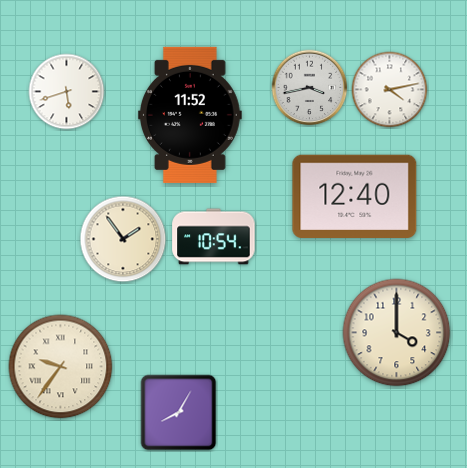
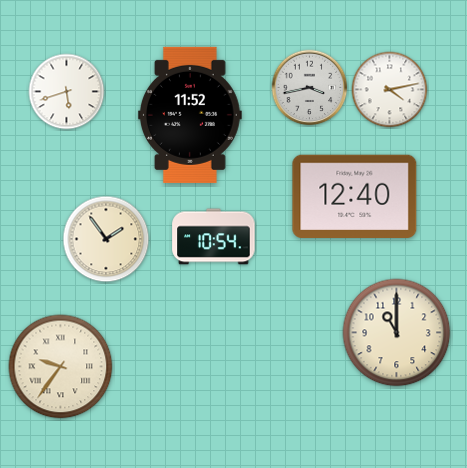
clock at (123, 239) position: (123, 239) -> (106, 239)
clock at (397, 333): 4:00 -> 11:00
clock at (179, 413): 8:05 -> none
